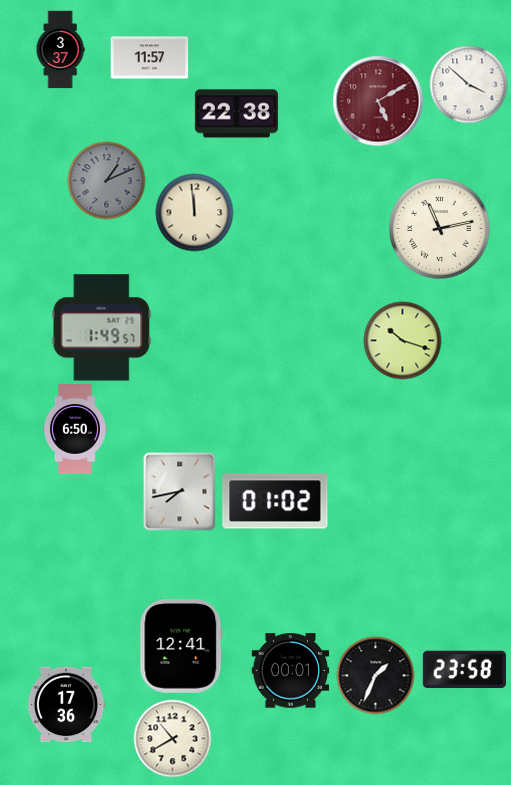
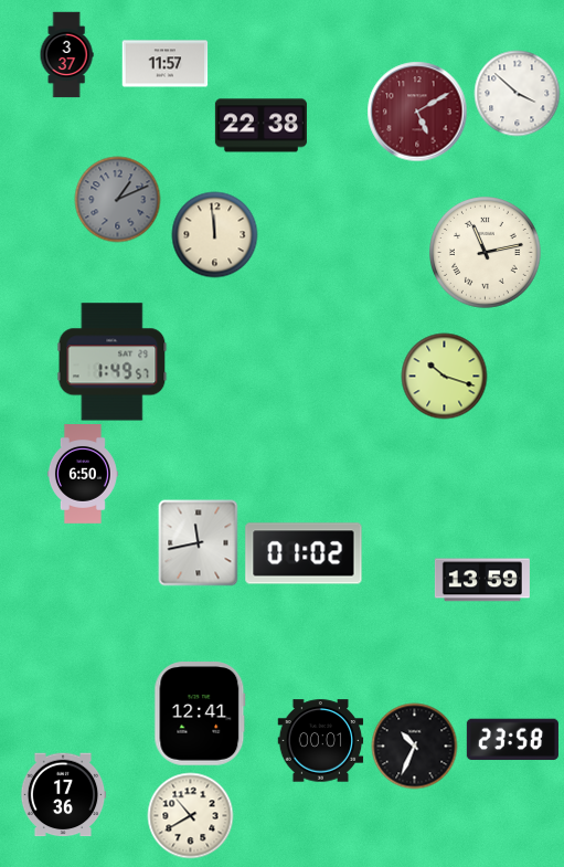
clock at (180, 491): 7:43 -> 11:43
clock at (482, 580): none -> 13:59
clock at (375, 675): 1:34 -> 10:34
clock at (66, 705) position: (66, 705) -> (63, 795)
